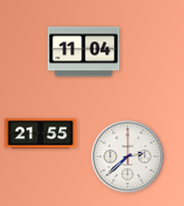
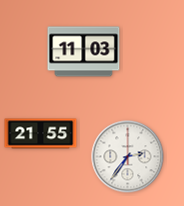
clock at (84, 52): 11:04 -> 11:03
clock at (128, 157): 2:38 -> 2:36
